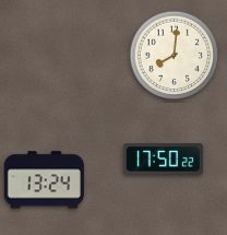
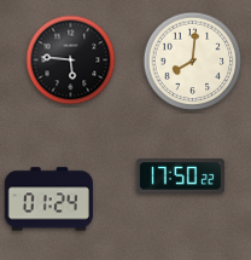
clock at (71, 60): none -> 5:46
clock at (44, 180): 13:24 -> 01:24
